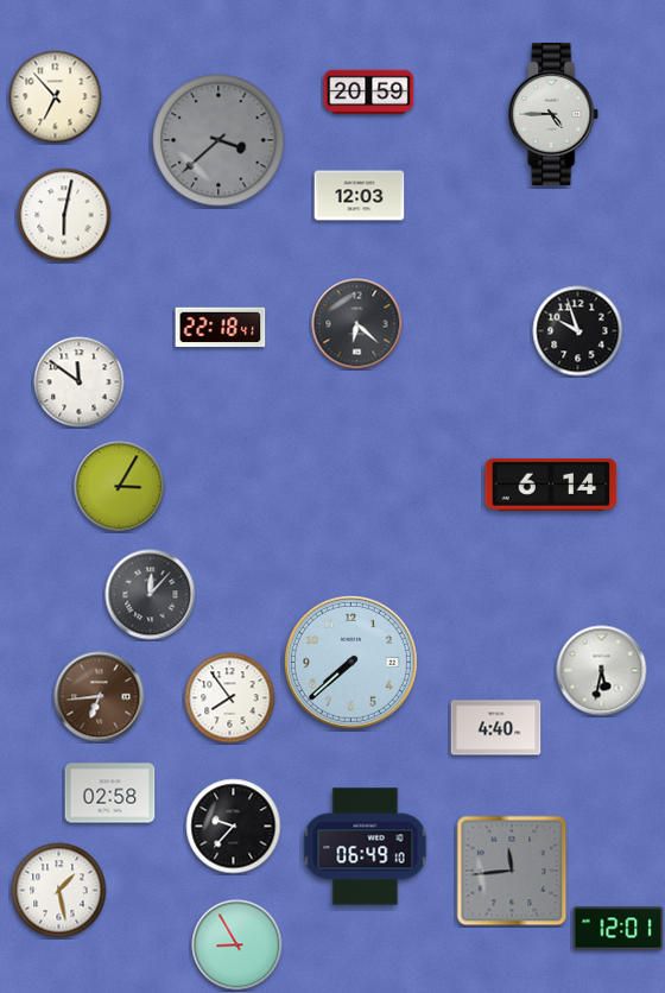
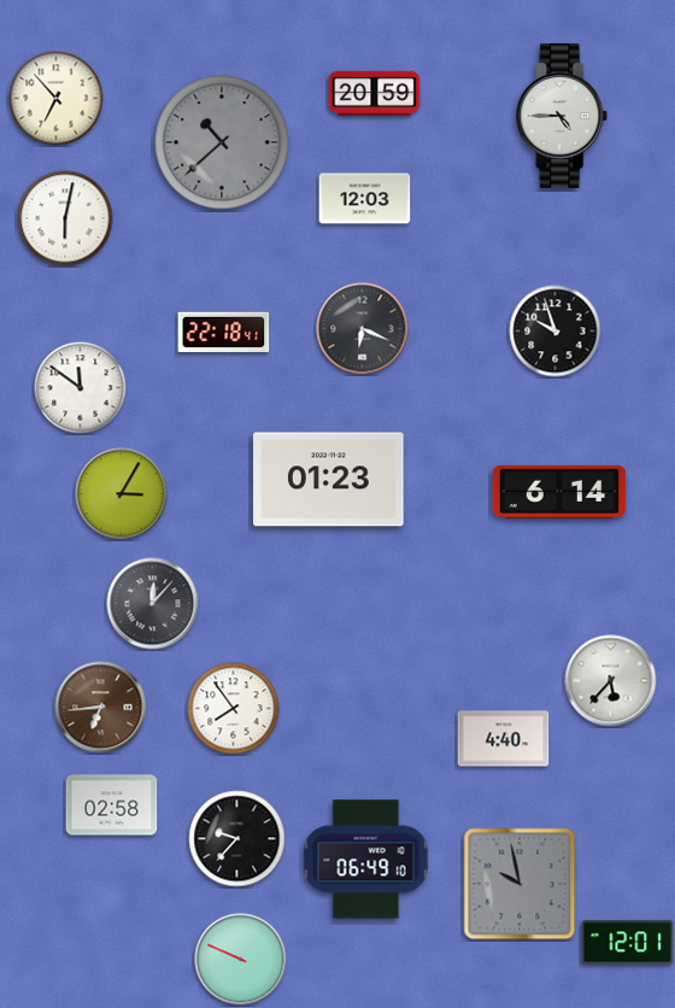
clock at (218, 140): 3:38 -> 10:38
clock at (357, 324): 6:22 -> 6:19
clock at (578, 331) position: (578, 331) -> (556, 332)
clock at (329, 480): none -> 01:23
clock at (350, 662): 7:38 -> none
clock at (602, 671): 5:32 -> 5:37
clock at (366, 847) position: (366, 847) -> (366, 860)
clock at (512, 871): 11:44 -> 9:58
clock at (59, 891): 1:28 -> none
clock at (237, 945): 8:55 -> 9:49
